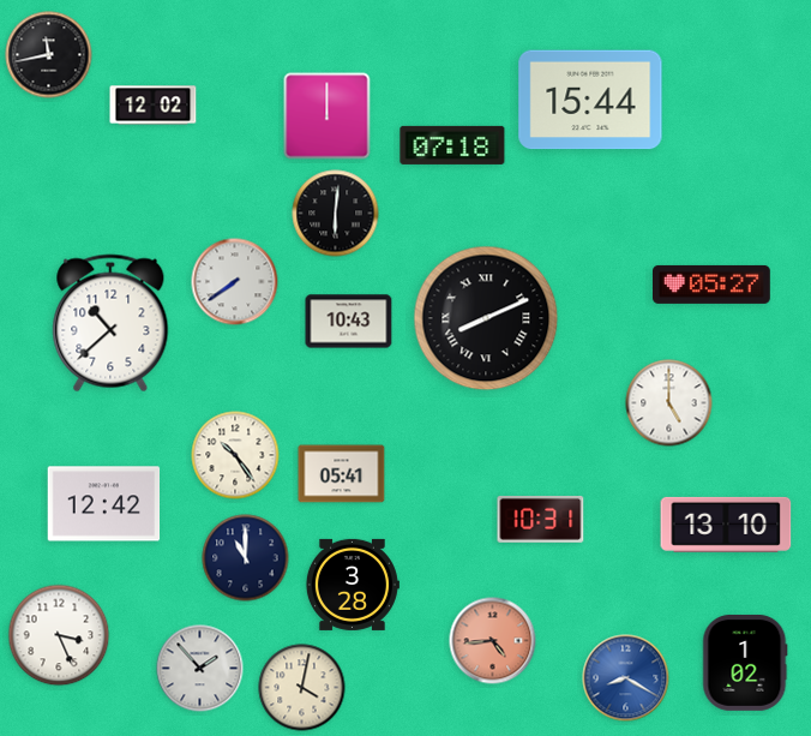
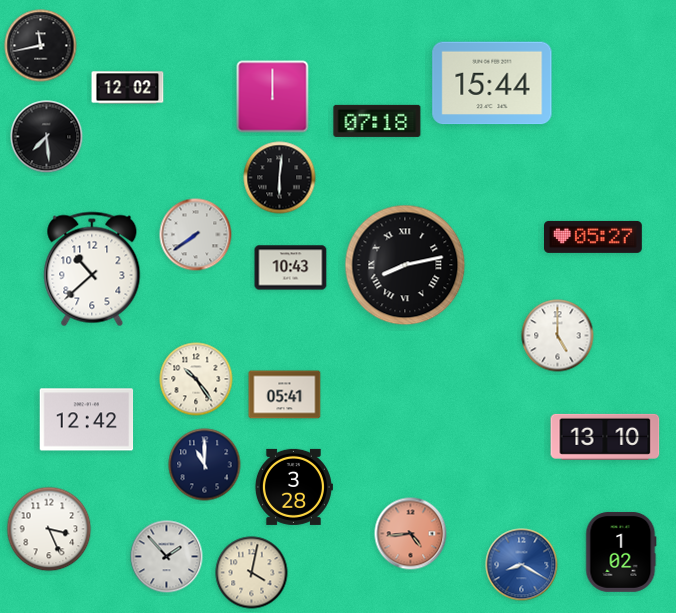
clock at (47, 137): none -> 7:29
clock at (486, 318): 8:11 -> 8:13
clock at (541, 519): 10:31 -> none
